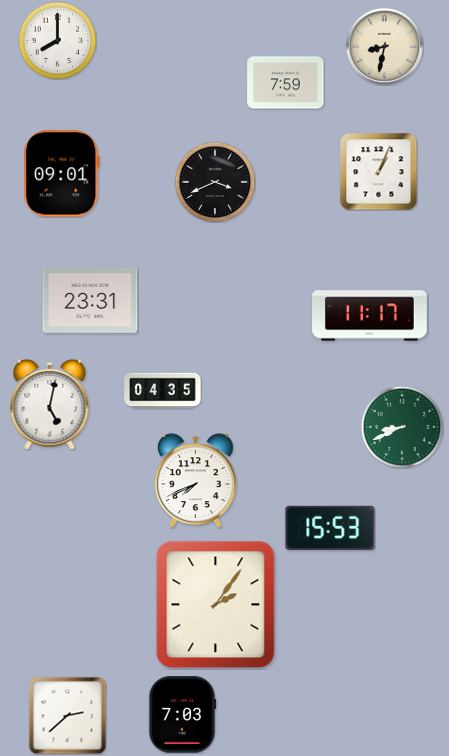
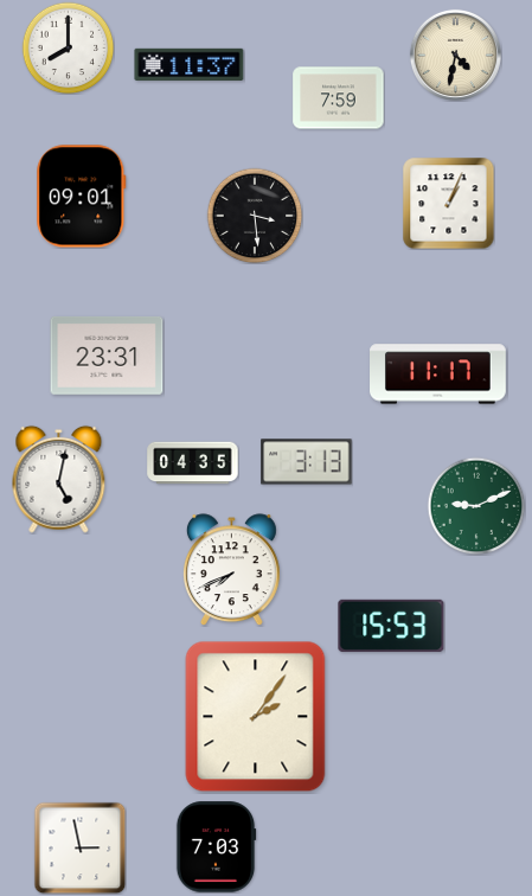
clock at (384, 46): 8:32 -> 4:32
clock at (190, 64): none -> 11:37
clock at (62, 174) position: (62, 174) -> (82, 197)
clock at (215, 182): 3:41 -> 3:29
clock at (307, 462): none -> 3:13
clock at (402, 427): 8:41 -> 9:11
clock at (67, 715): 2:38 -> 2:58
